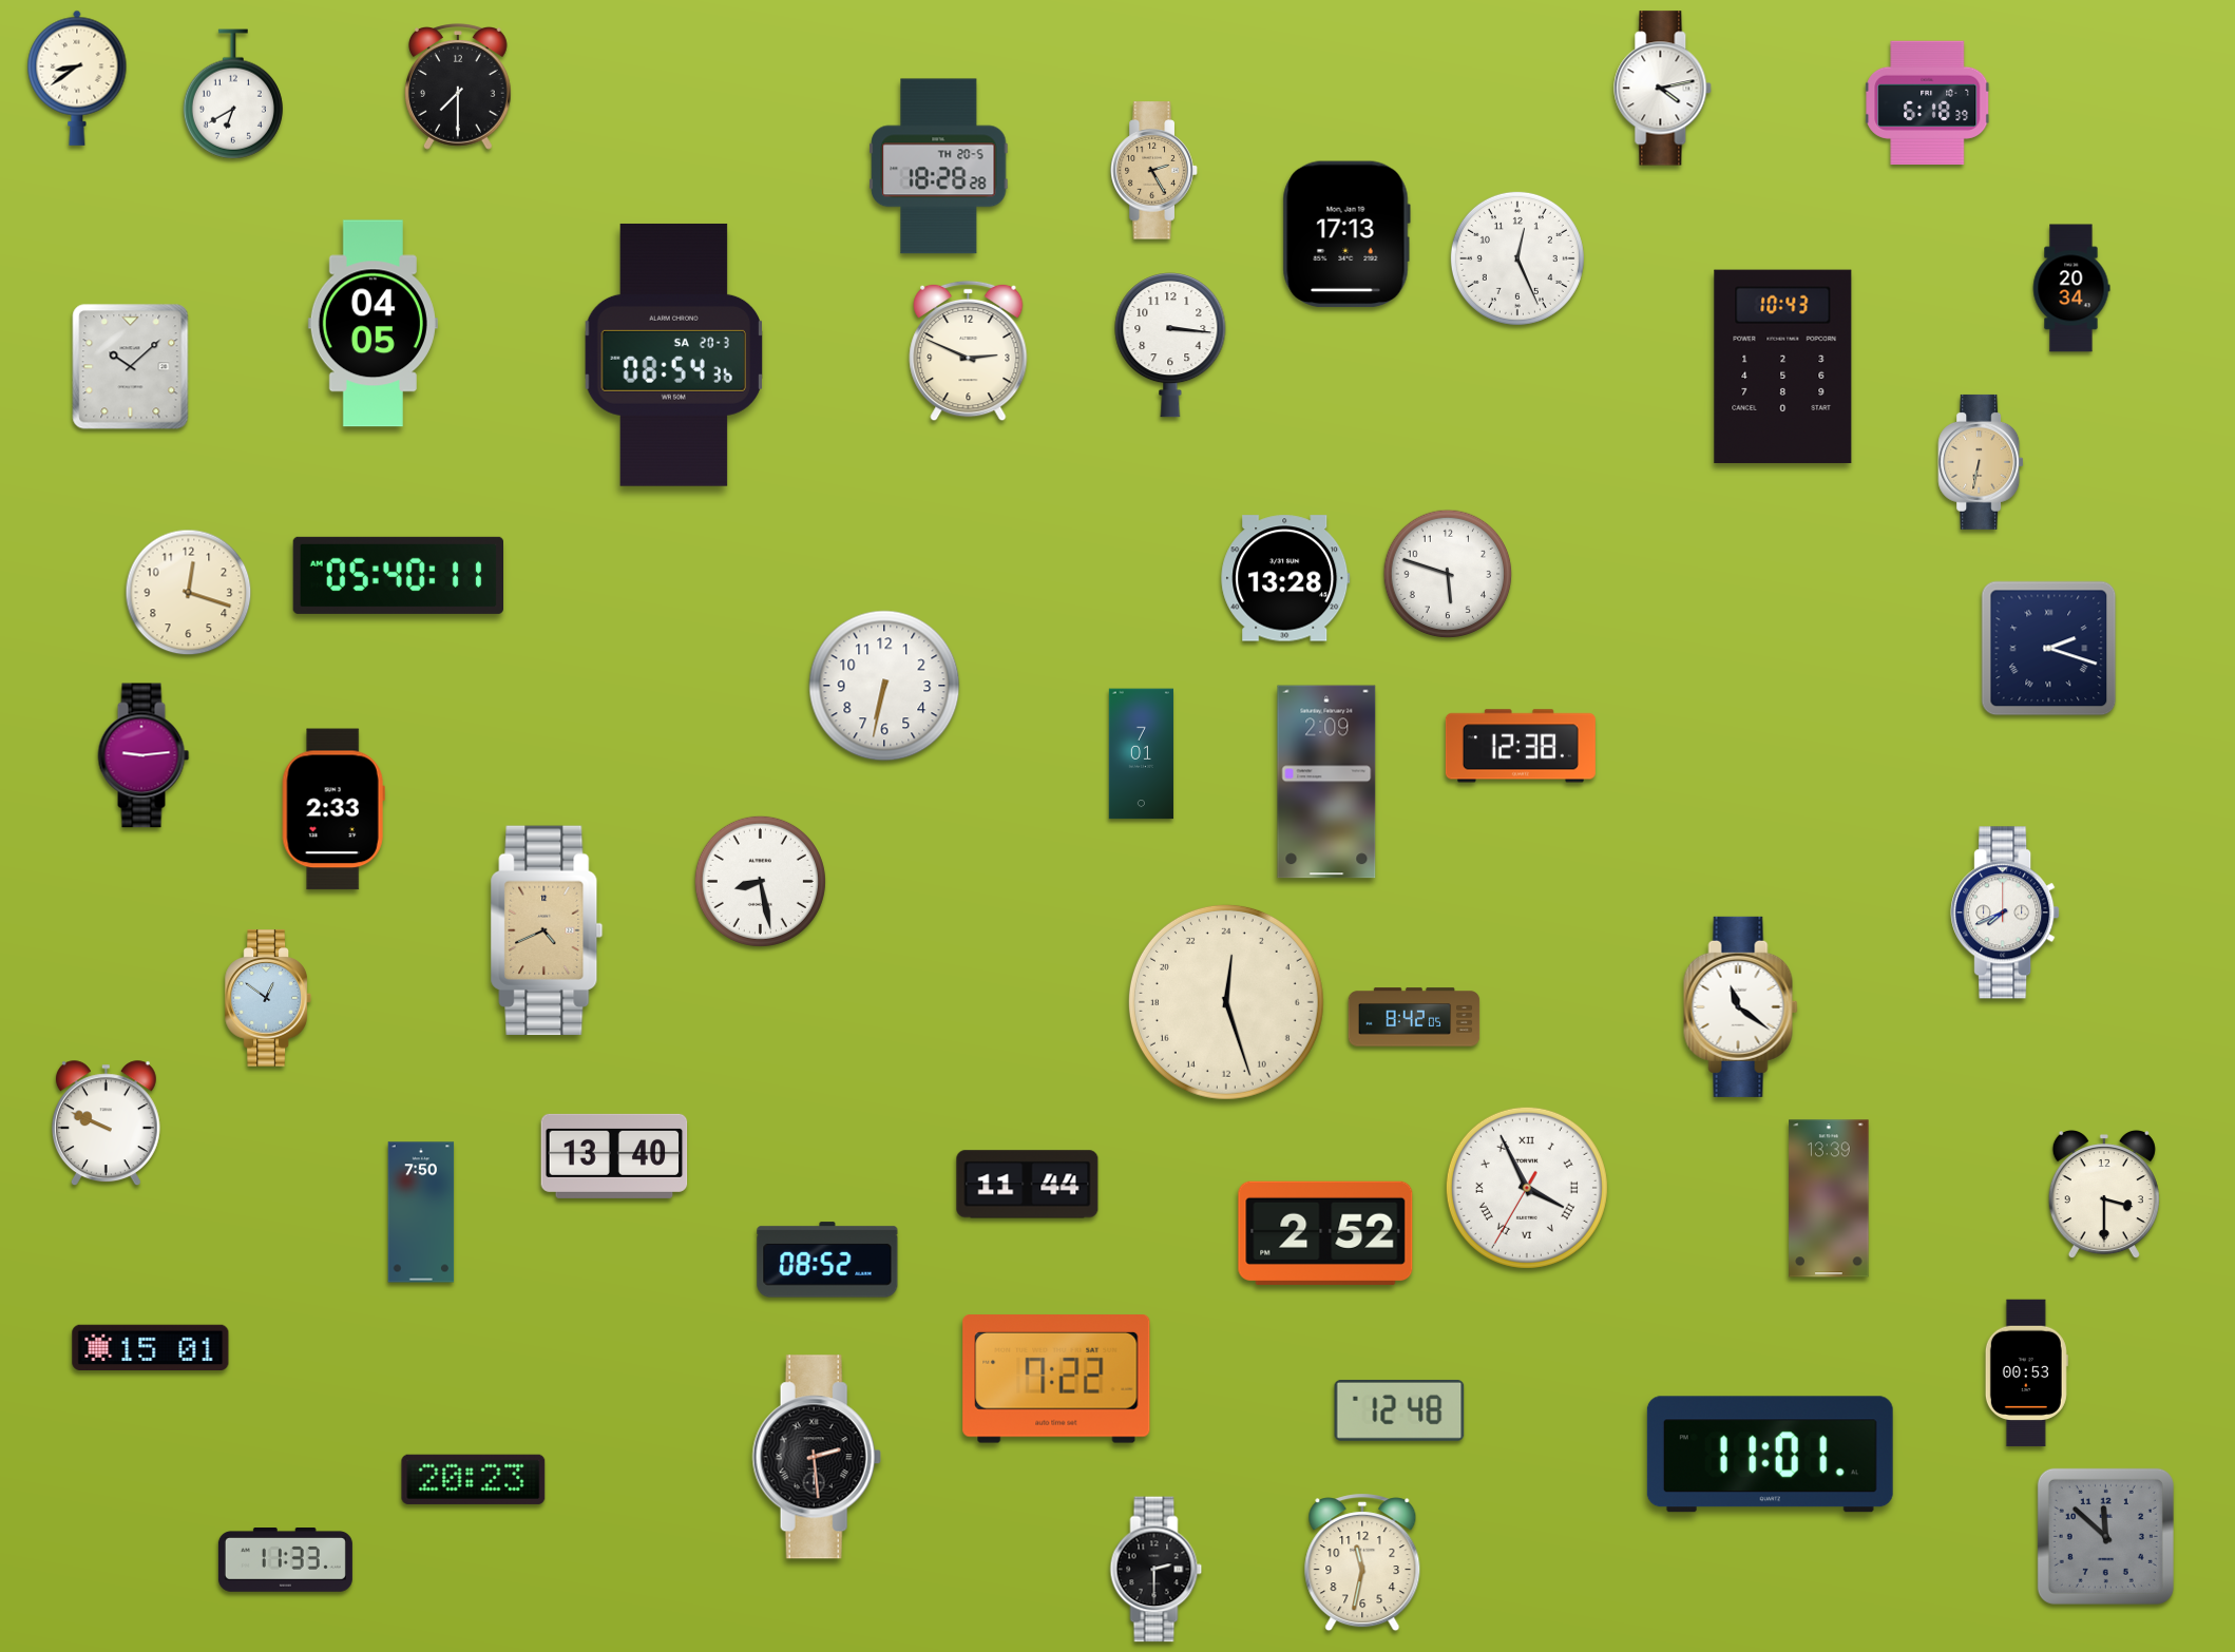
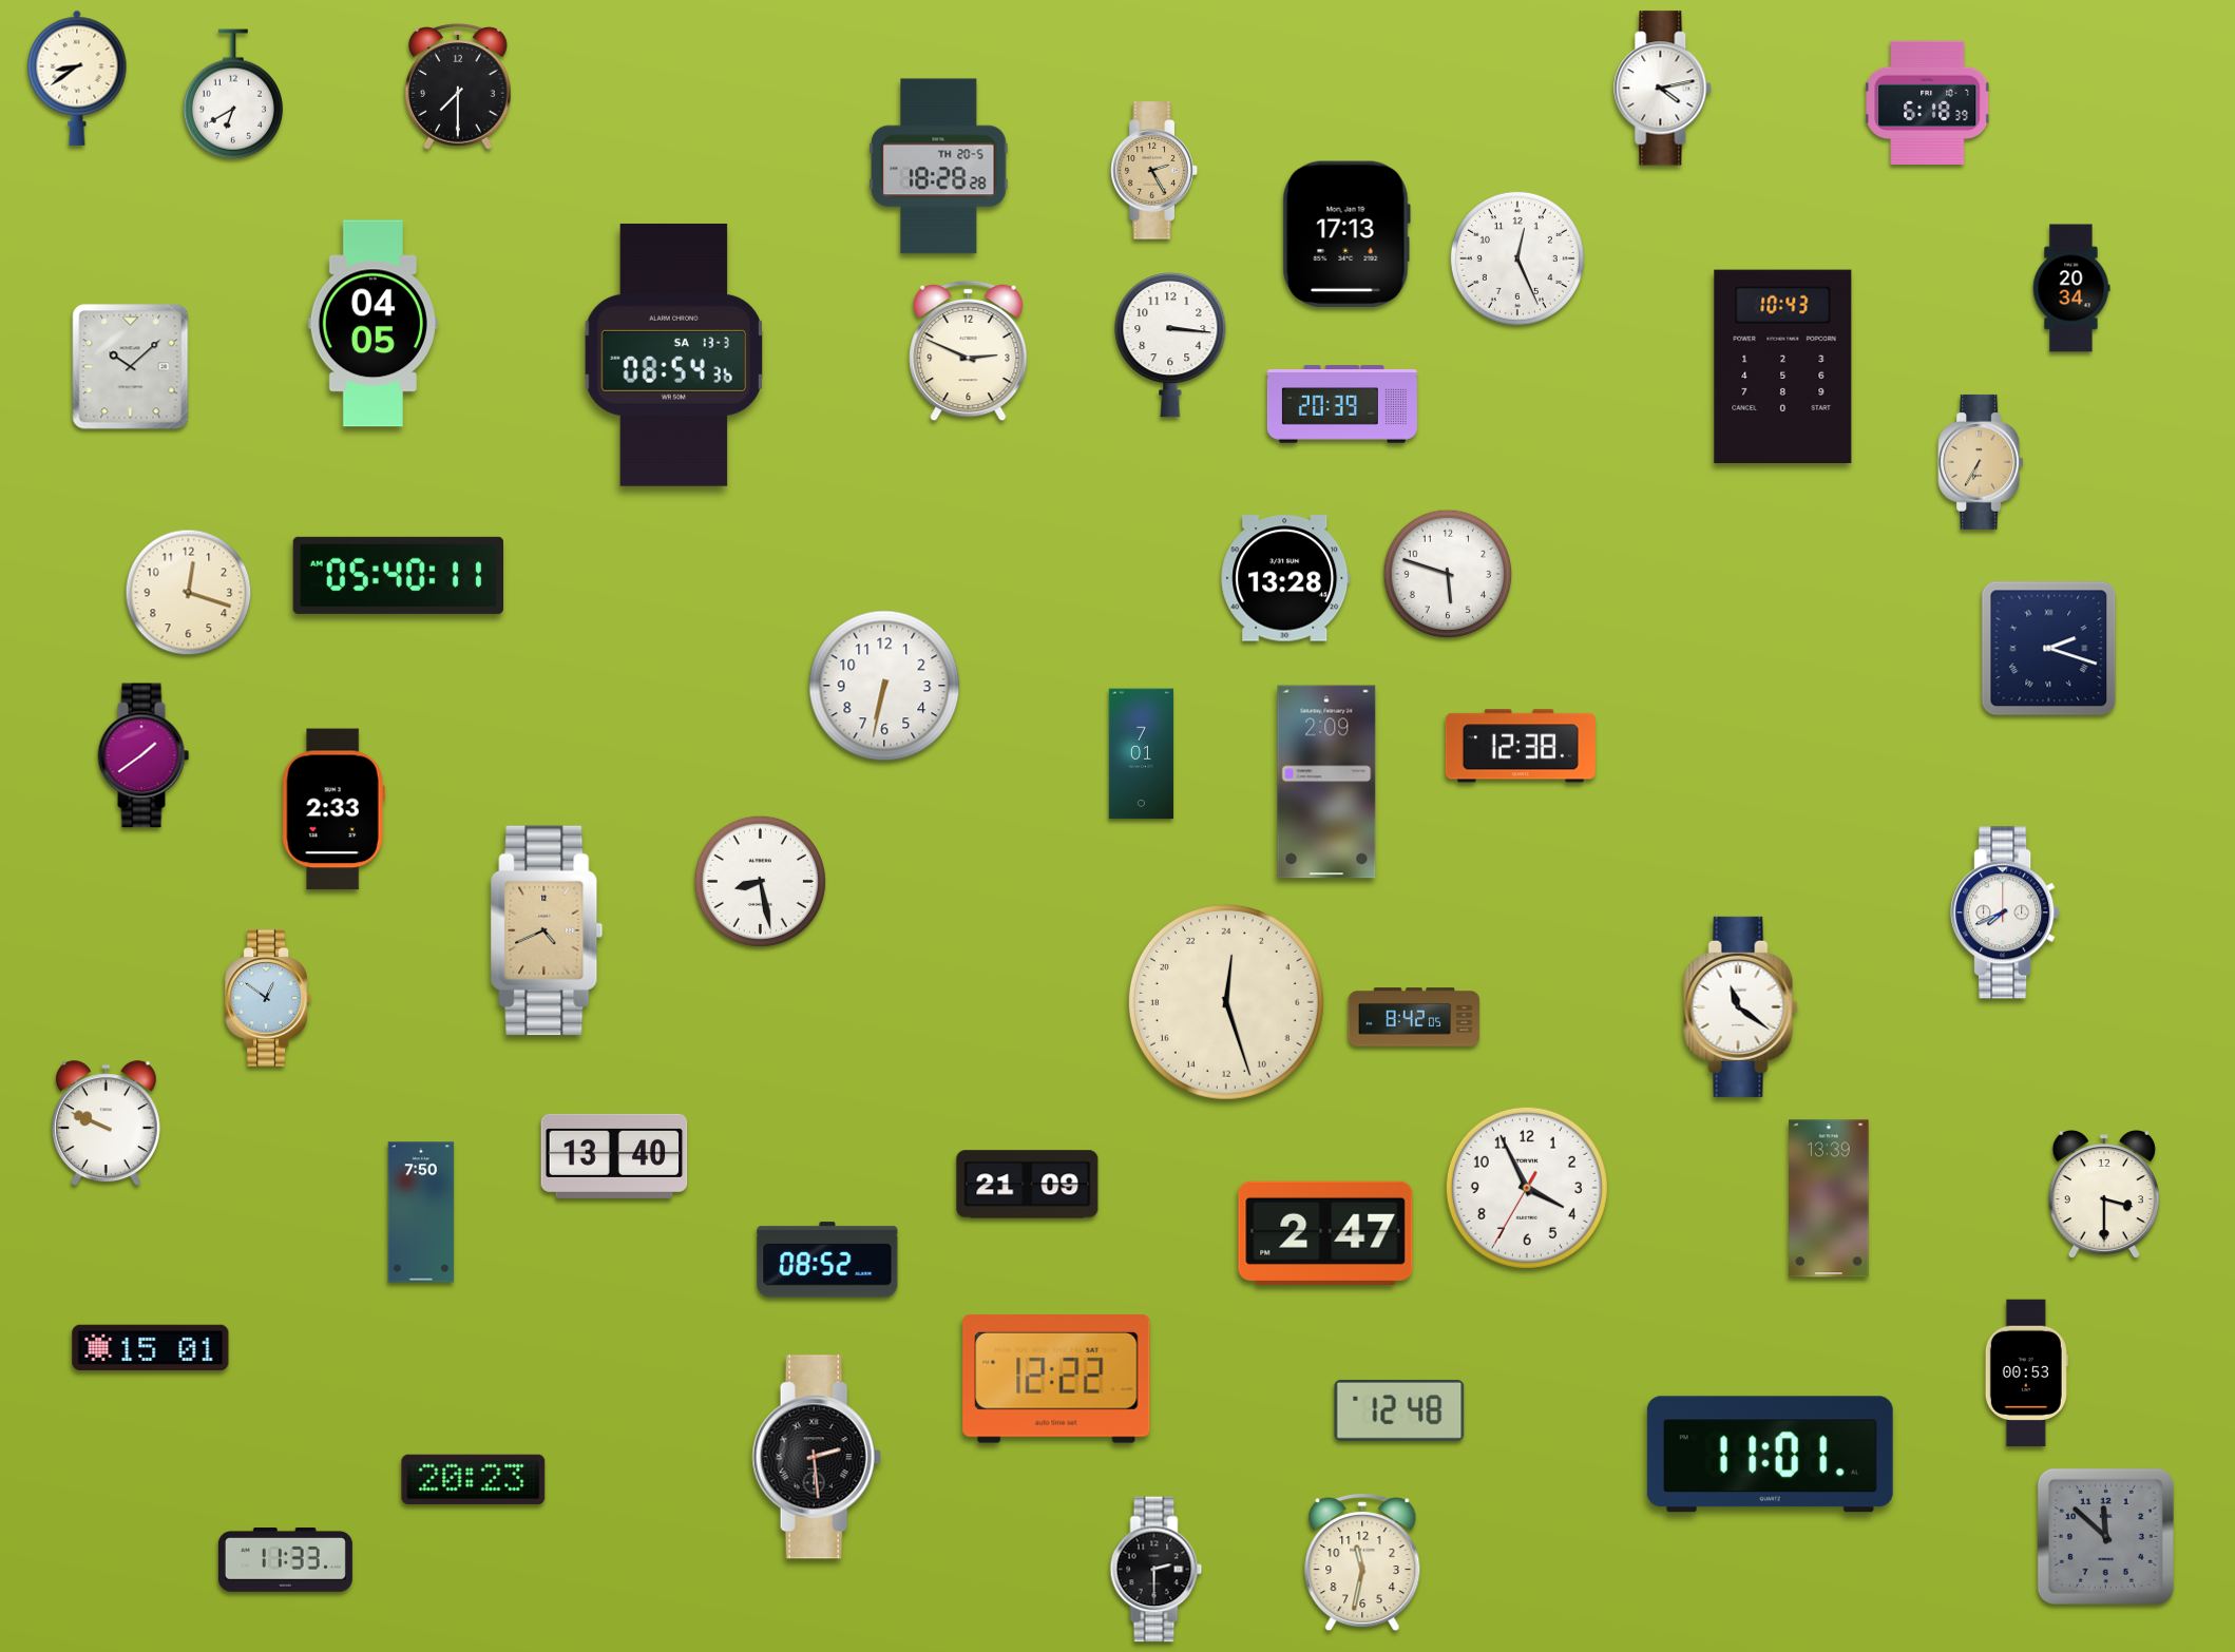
clock at (673, 354) date: SA 20-3 -> SA 13-3
clock at (1342, 404): none -> 20:39
clock at (1981, 462): 6:32 -> 6:35
clock at (144, 755): 9:14 -> 1:39
clock at (1028, 1185): 11:44 -> 21:09
clock at (1527, 1188) numerals: Roman -> Arabic
clock at (1325, 1233): 2:52 -> 2:47
clock at (1056, 1380): 7:22 -> 12:22
